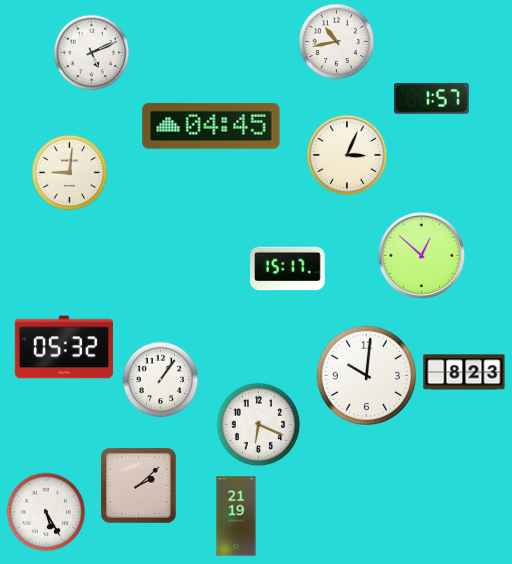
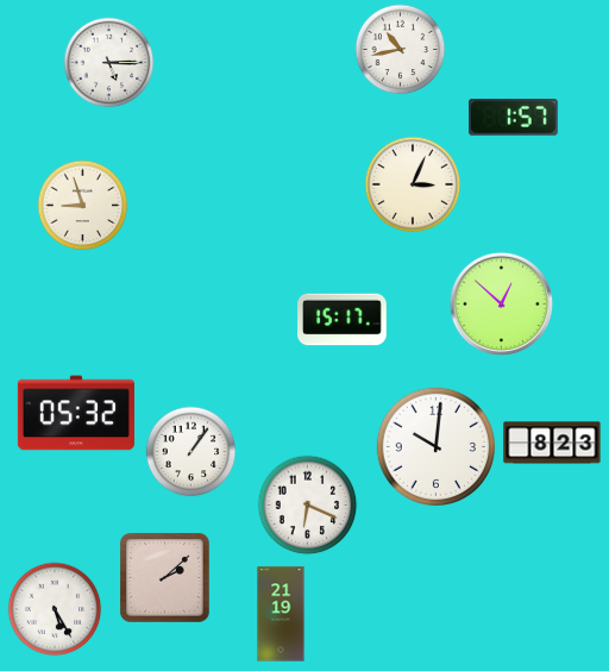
clock at (92, 53): 5:11 -> 5:15
clock at (211, 126): 04:45 -> none
clock at (70, 173): 9:01 -> 8:57
